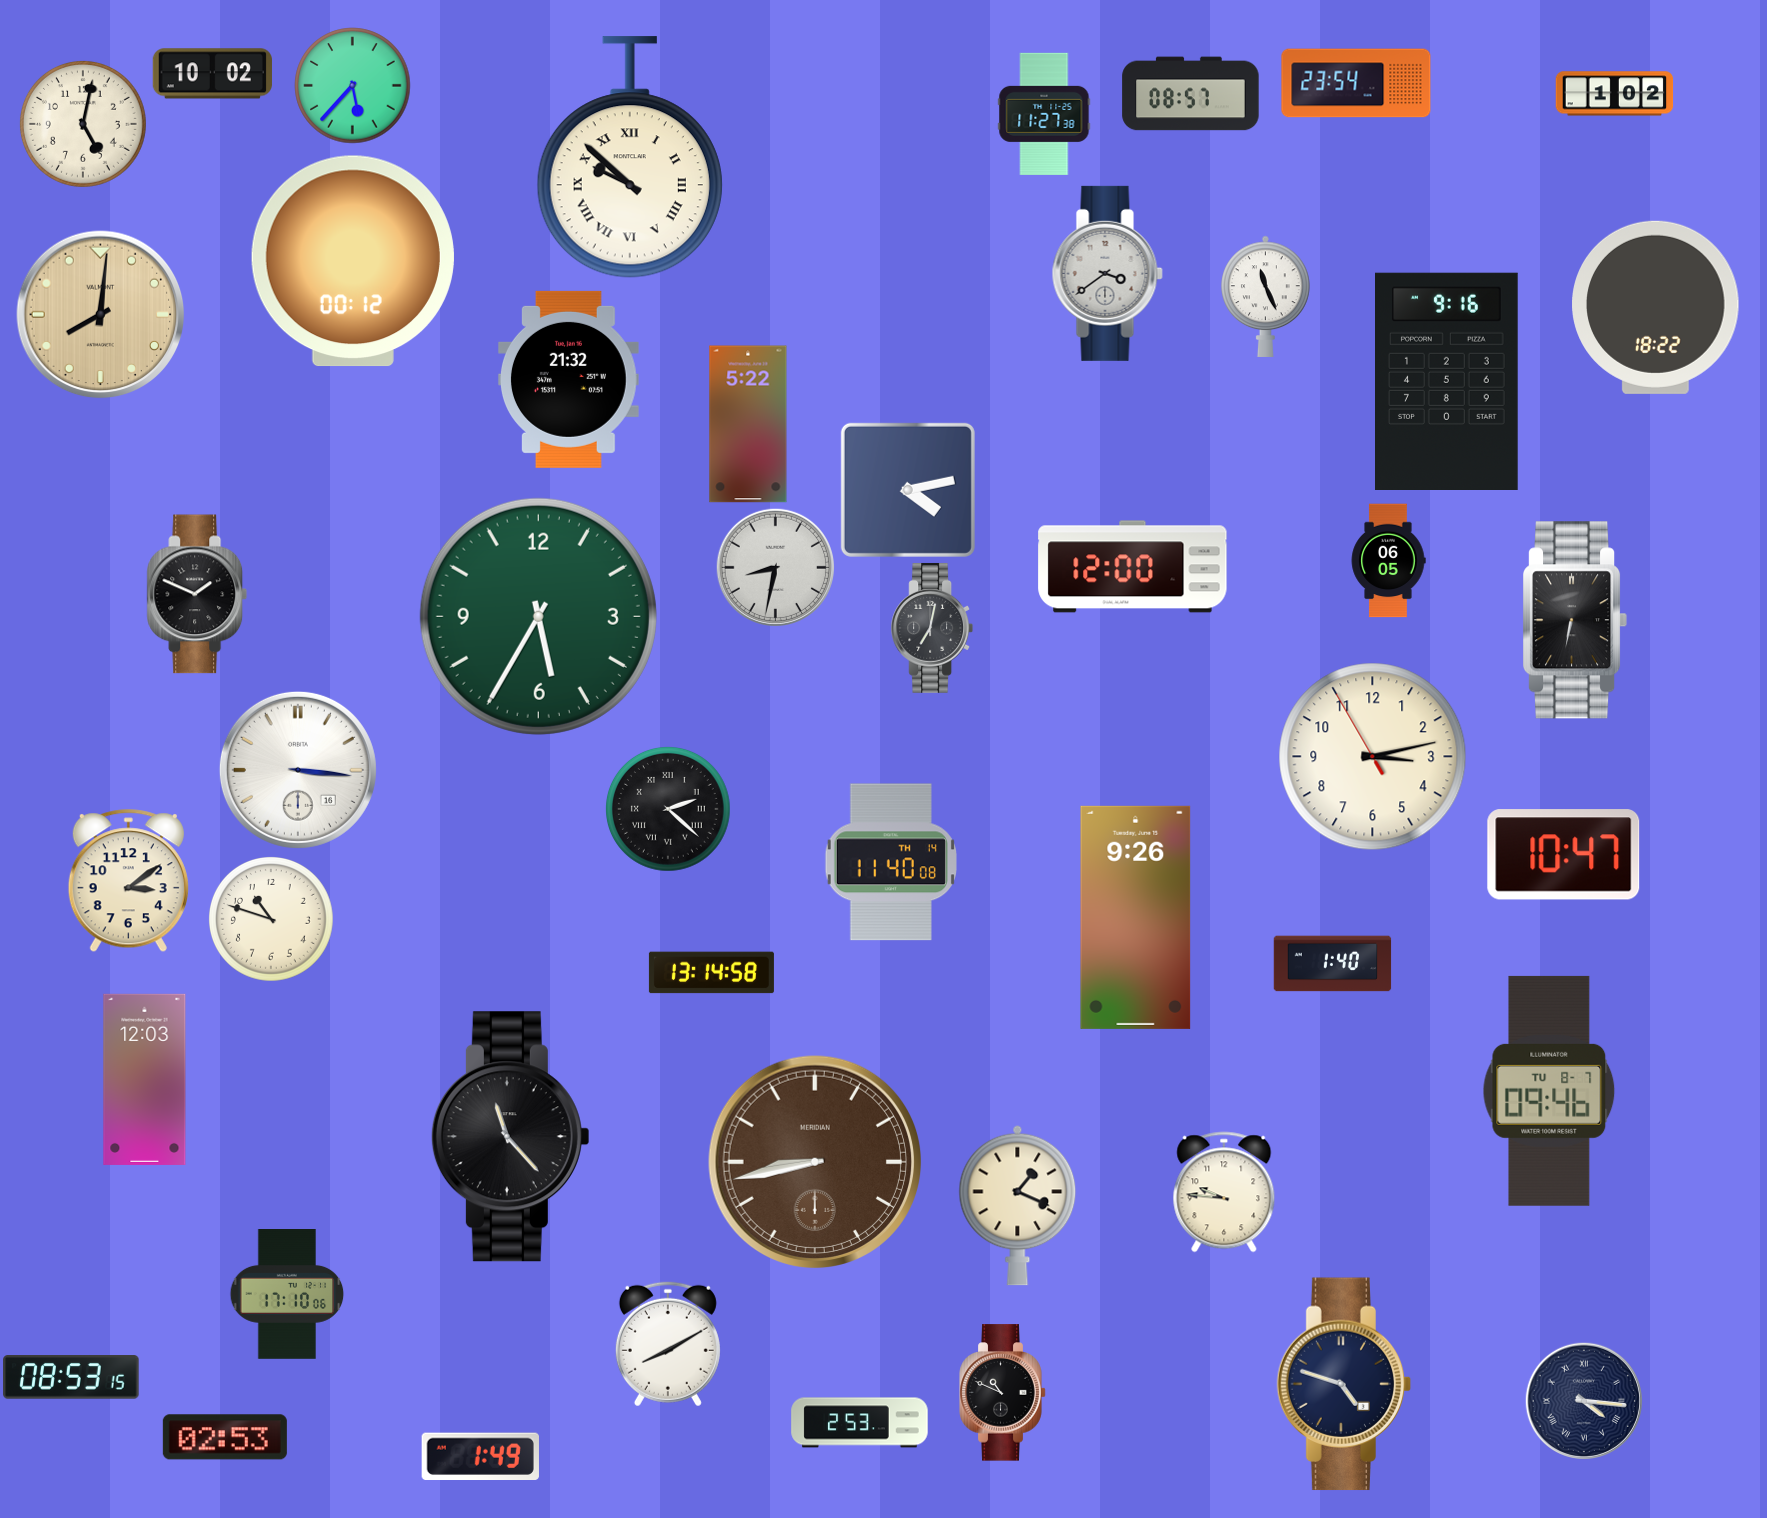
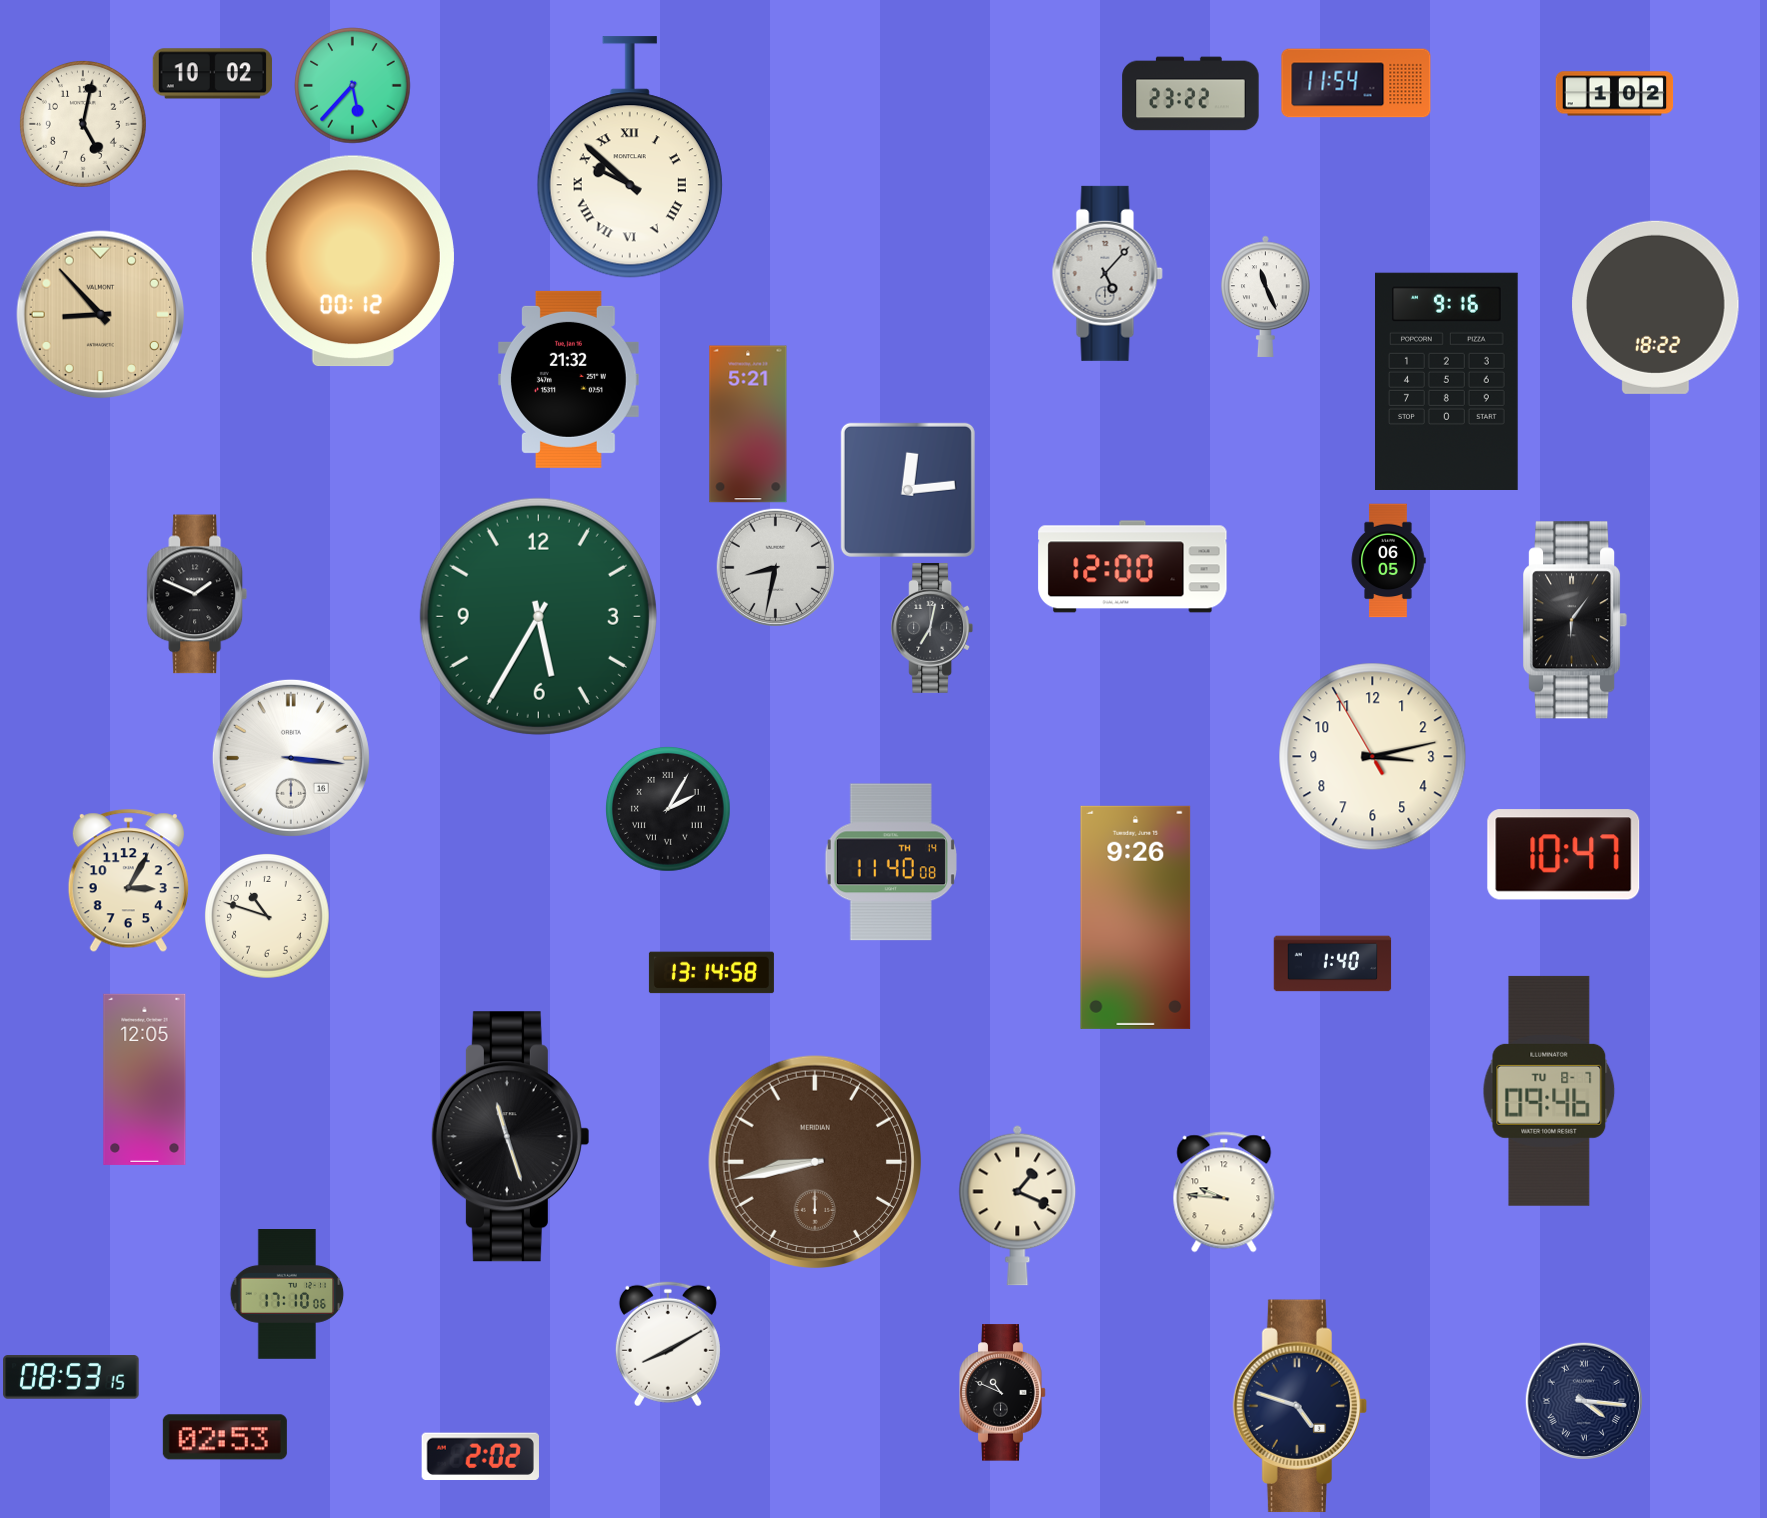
clock at (1356, 83): 23:54 -> 11:54
clock at (1191, 94): 08:57 -> 23:22
clock at (1044, 114): 11:27 -> none
clock at (1107, 273): 3:39 -> 5:07
clock at (101, 315): 8:01 -> 8:53
clock at (748, 424): 5:22 -> 5:21
clock at (908, 490): 4:13 -> 12:14
clock at (1576, 620): 6:32 -> 6:06
clock at (298, 770) position: (298, 770) -> (291, 758)
clock at (669, 810): 2:22 -> 2:05
clock at (128, 881): 3:09 -> 3:05
clock at (272, 920) position: (272, 920) -> (268, 917)
clock at (145, 1079): 12:03 -> 12:05
clock at (510, 1137): 11:23 -> 11:27
clock at (1344, 1384) position: (1344, 1384) -> (1300, 1406)
clock at (860, 1423): 2:53 -> none
clock at (480, 1456): 1:49 -> 2:02
